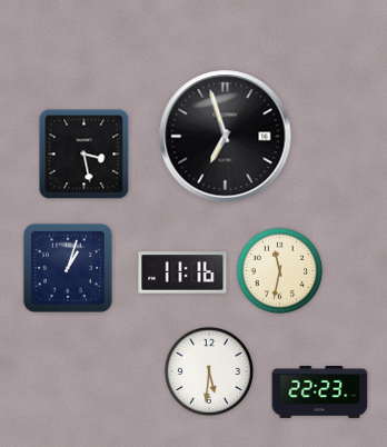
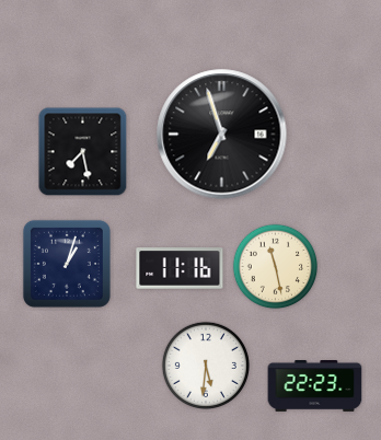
clock at (85, 155): 3:28 -> 7:28
clock at (280, 271): 11:32 -> 11:28
